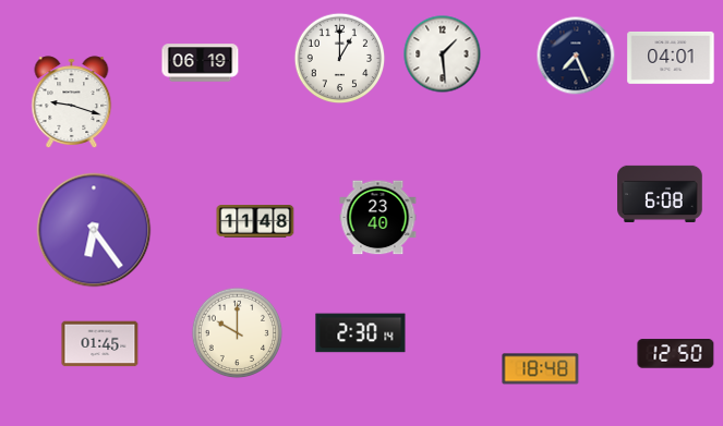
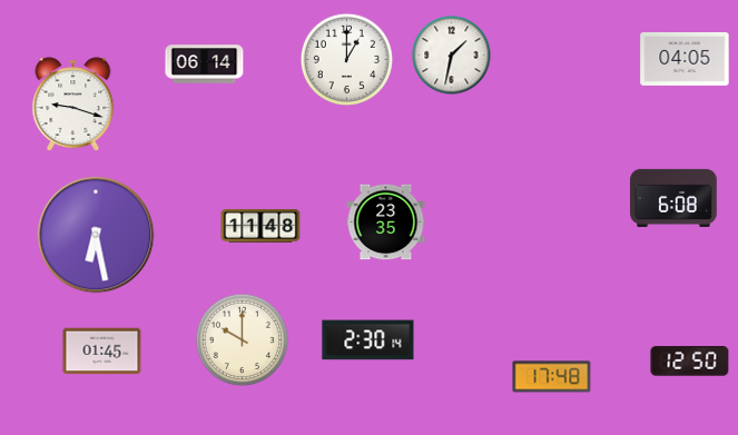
clock at (443, 54): 1:29 -> 1:32
clock at (576, 56): 7:26 -> none
clock at (671, 58): 04:01 -> 04:05
clock at (201, 63): 06:19 -> 06:14
clock at (378, 218): 23:40 -> 23:35
clock at (94, 230): 6:24 -> 6:28
clock at (541, 369): 18:48 -> 17:48
